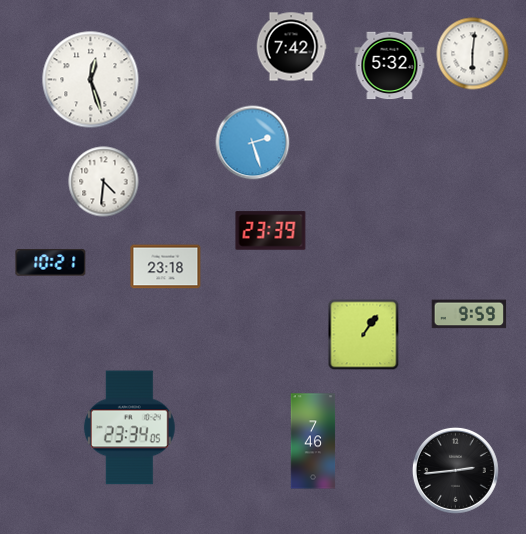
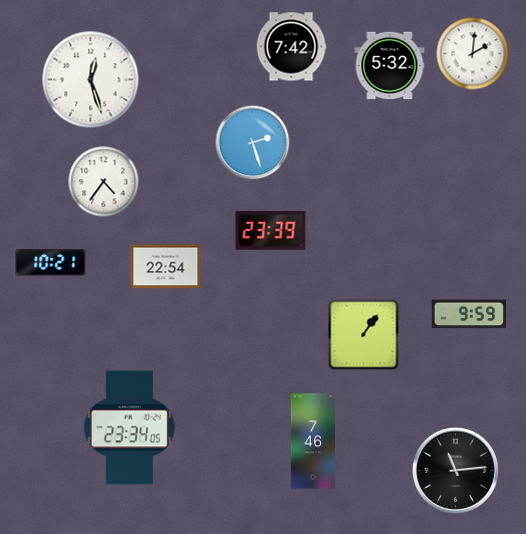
clock at (473, 54): 6:01 -> 2:01
clock at (104, 182): 4:31 -> 4:36
clock at (166, 267): 23:18 -> 22:54
clock at (455, 470): 2:44 -> 11:14
